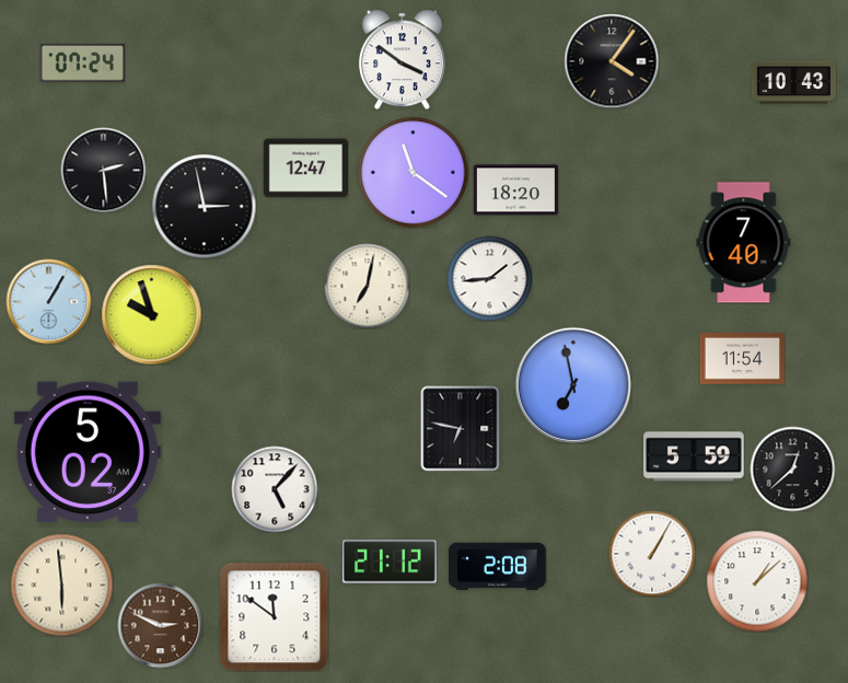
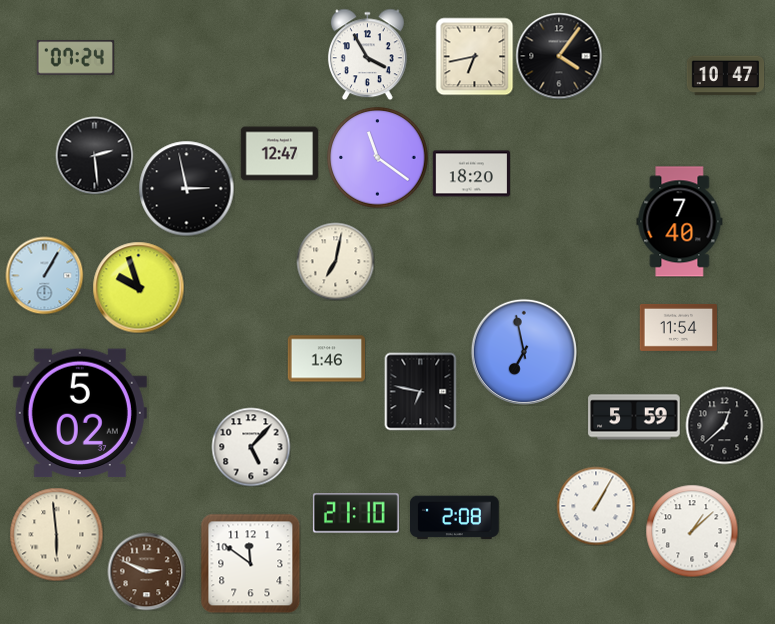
clock at (402, 59): 3:51 -> 3:55
clock at (474, 56): none -> 6:43
clock at (793, 83): 10:43 -> 10:47
clock at (489, 278): 1:44 -> none
clock at (326, 359): none -> 1:46
clock at (792, 468) position: (792, 468) -> (724, 425)
clock at (390, 562): 21:12 -> 21:10
